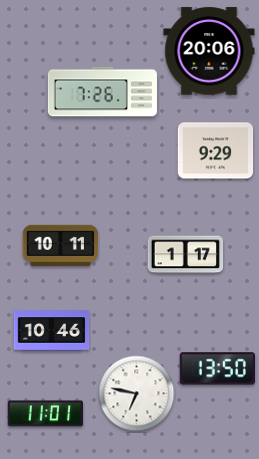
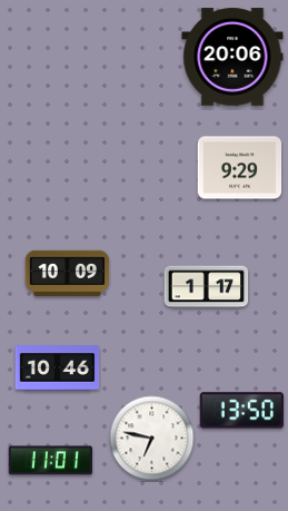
clock at (102, 92): 7:26 -> none
clock at (61, 245): 10:11 -> 10:09
clock at (186, 255) position: (186, 255) -> (207, 287)
